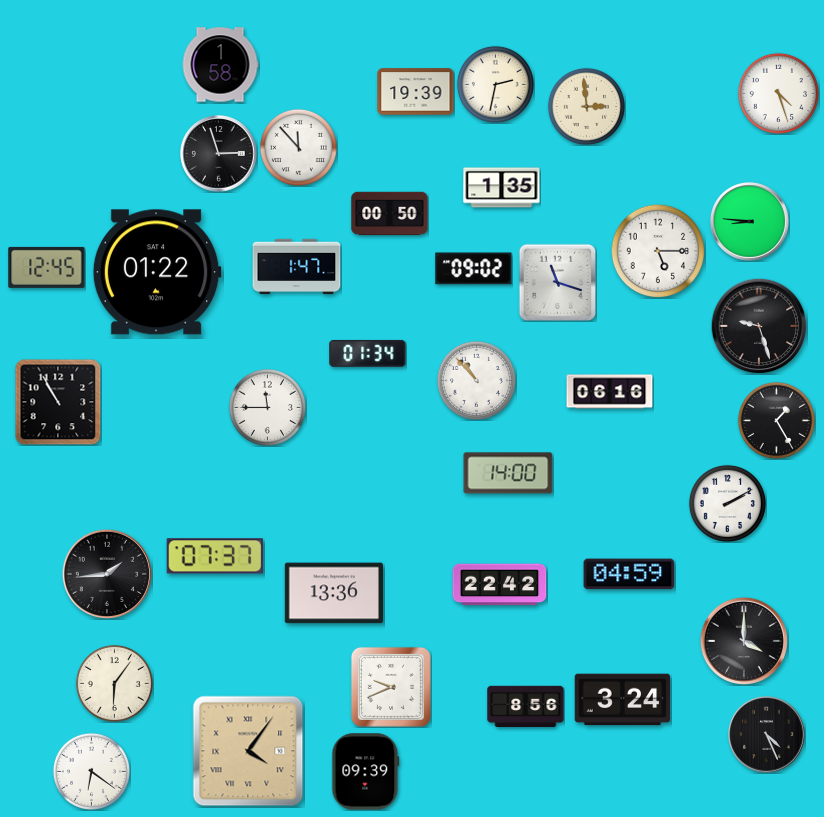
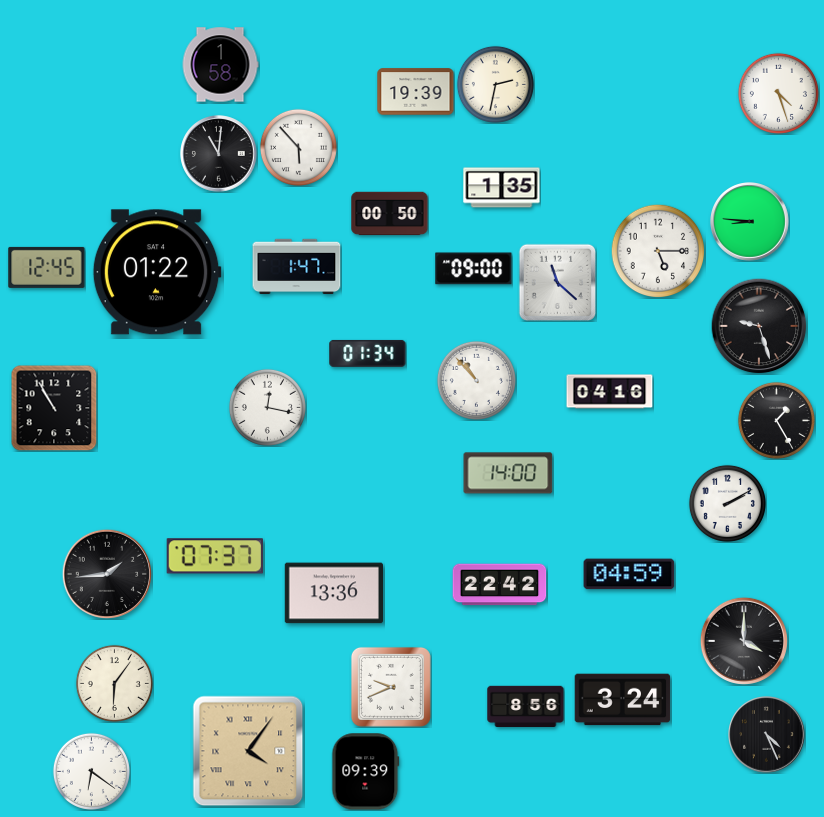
clock at (586, 106): 2:59 -> none
clock at (298, 147): 11:53 -> 5:53
clock at (219, 154): 2:57 -> 11:01
clock at (474, 269): 09:02 -> 09:00
clock at (557, 282): 11:18 -> 11:22
clock at (610, 392): 06:16 -> 04:16
clock at (58, 402) position: (58, 402) -> (54, 408)
clock at (267, 407): 11:45 -> 12:17
